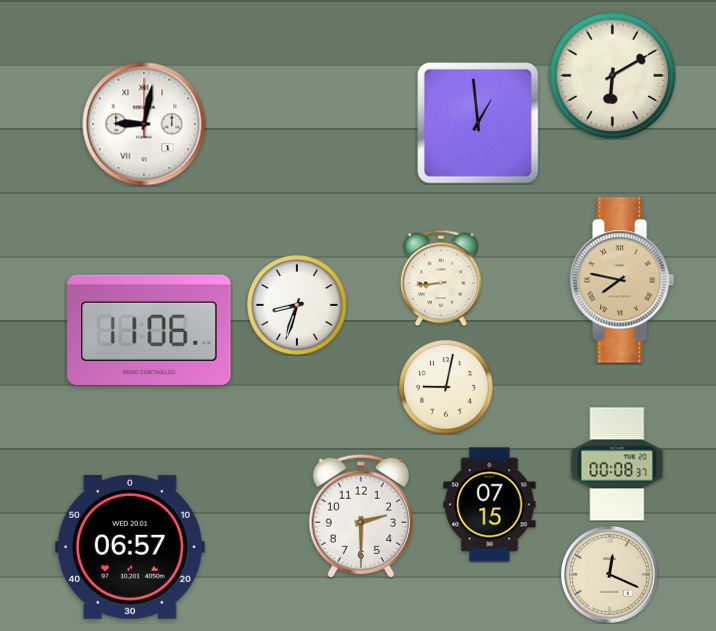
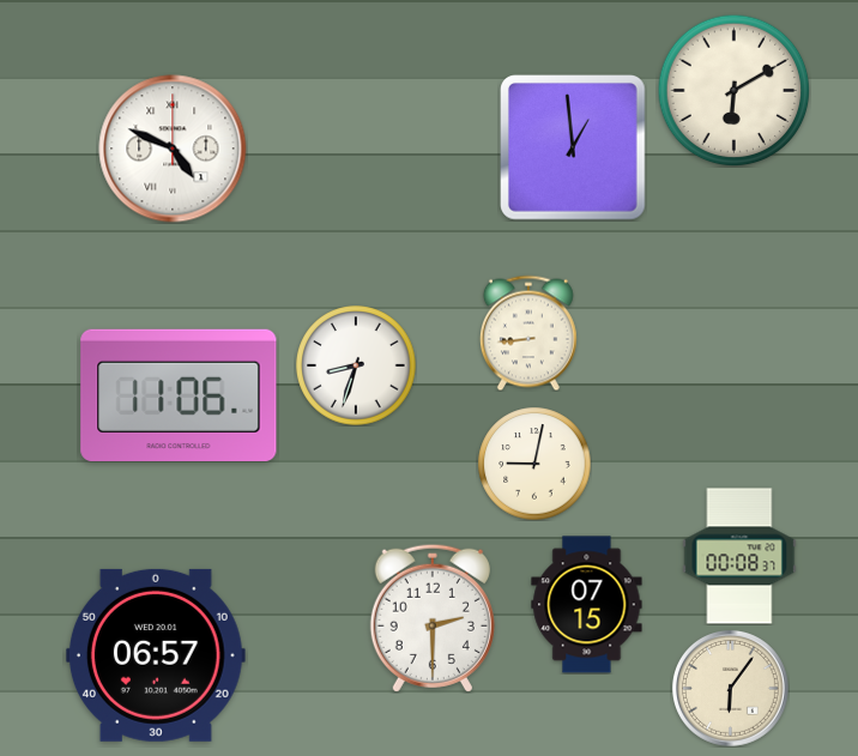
clock at (144, 124): 9:02 -> 4:49
clock at (623, 280): 7:47 -> none
clock at (610, 575): 12:19 -> 6:06
